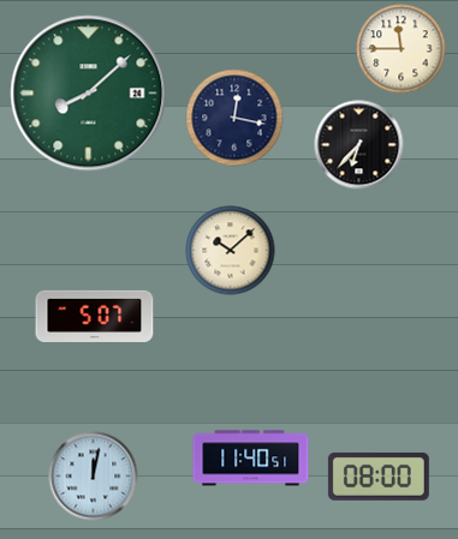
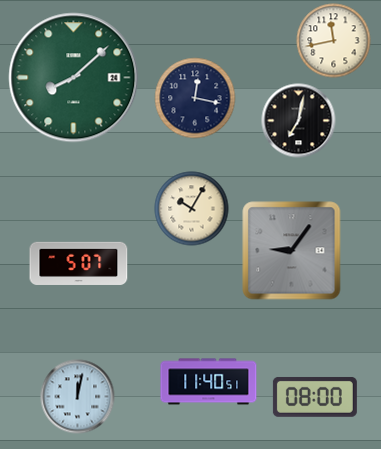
clock at (402, 49): 11:45 -> 11:43
clock at (359, 145): 6:37 -> 7:02
clock at (231, 251): 10:08 -> 10:05
clock at (292, 251): none -> 9:06
